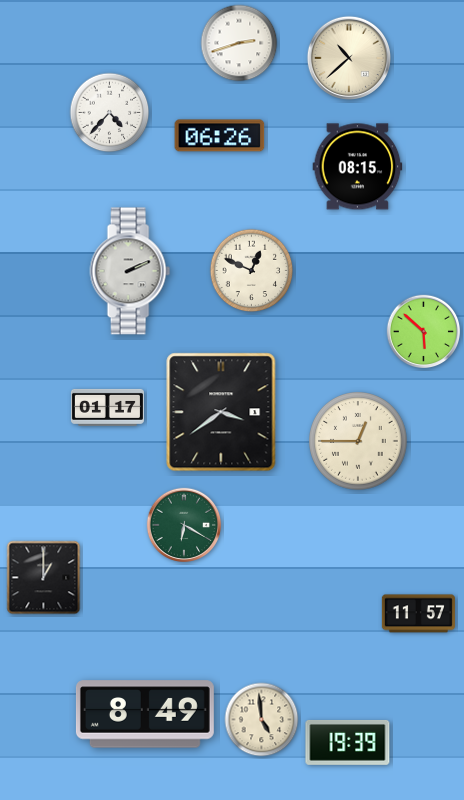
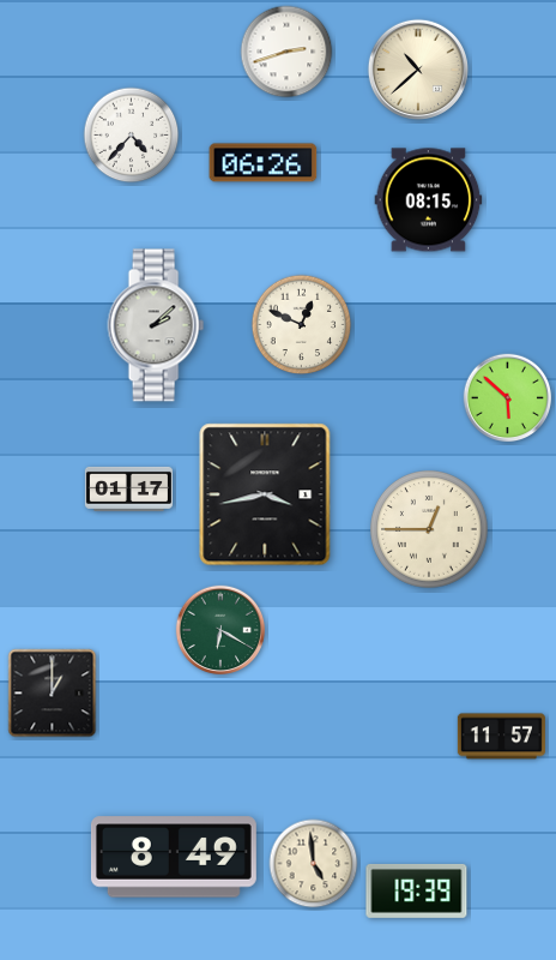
clock at (130, 271): 2:11 -> 2:08
clock at (221, 412): 3:39 -> 3:43
